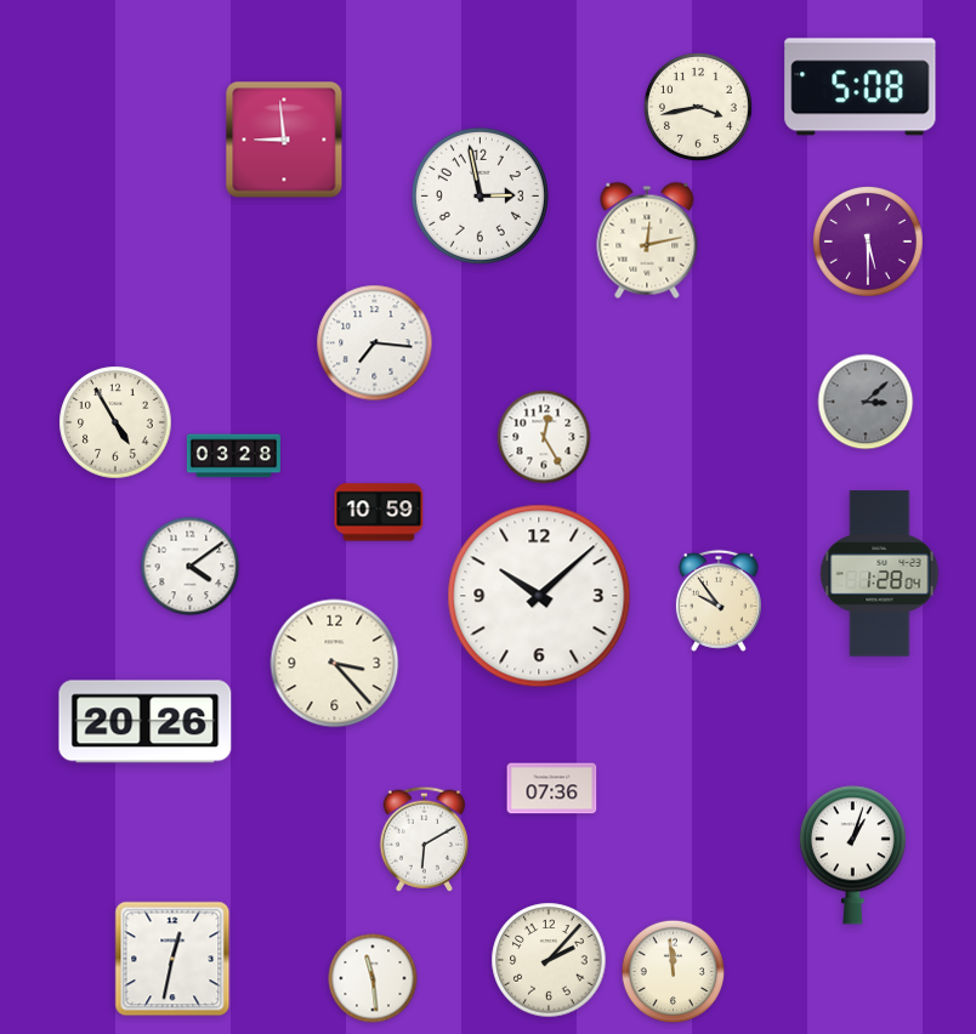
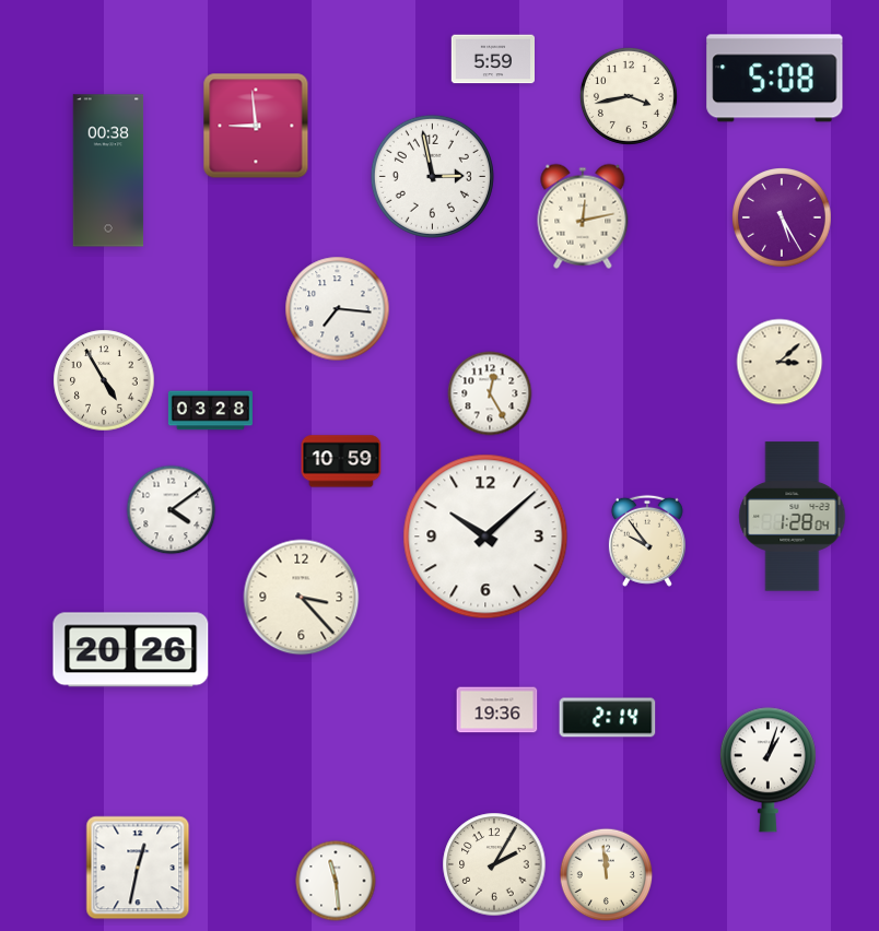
clock at (492, 59): none -> 5:59
clock at (108, 170): none -> 00:38
clock at (869, 243): 5:30 -> 5:25
clock at (866, 402) dial: grey -> cream
clock at (552, 789): 07:36 -> 19:36
clock at (608, 718): none -> 2:14
clock at (424, 839): 6:10 -> none
clock at (172, 959) position: (172, 959) -> (138, 868)
clock at (549, 960): 2:07 -> 2:05
